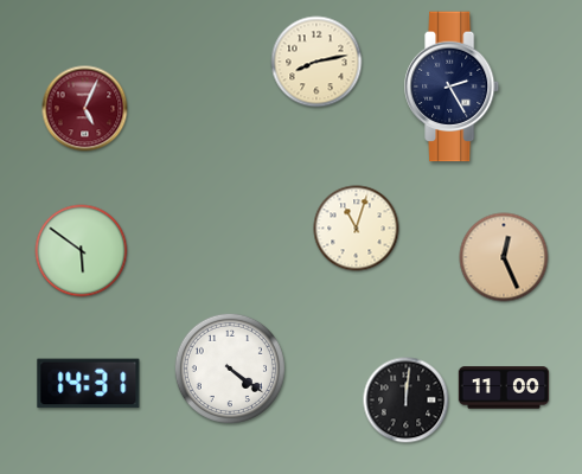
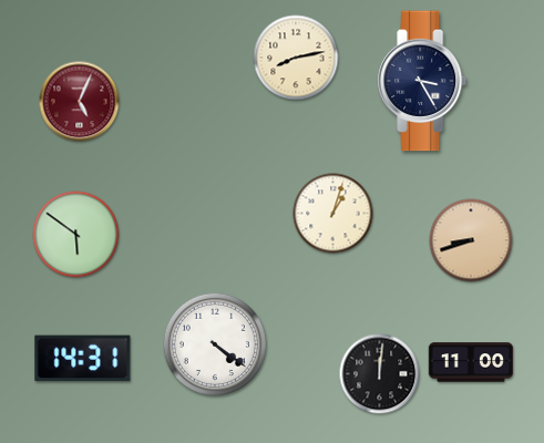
clock at (453, 87): 2:25 -> 3:25
clock at (357, 229): 11:03 -> 1:03
clock at (504, 257): 12:26 -> 8:42
